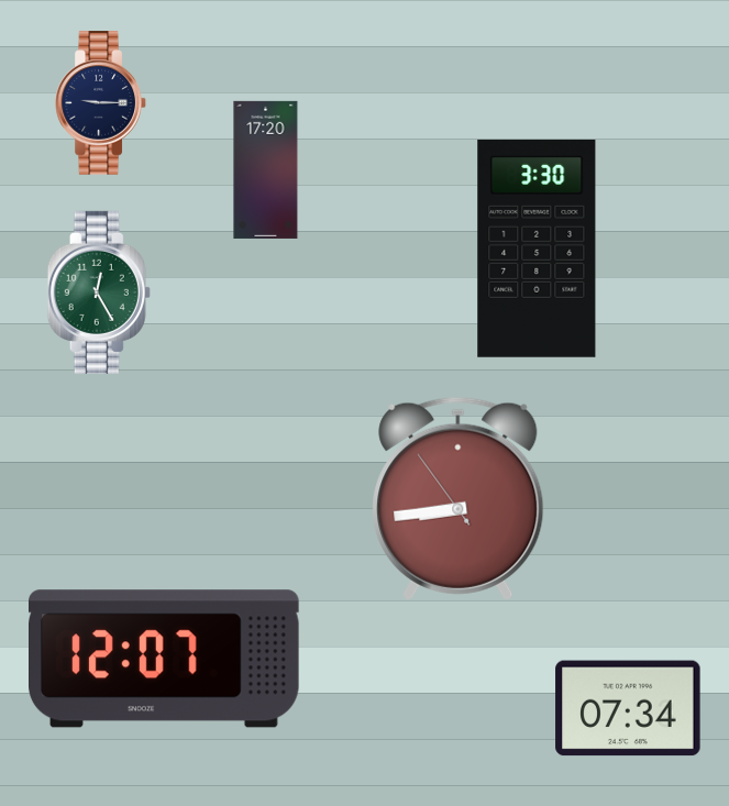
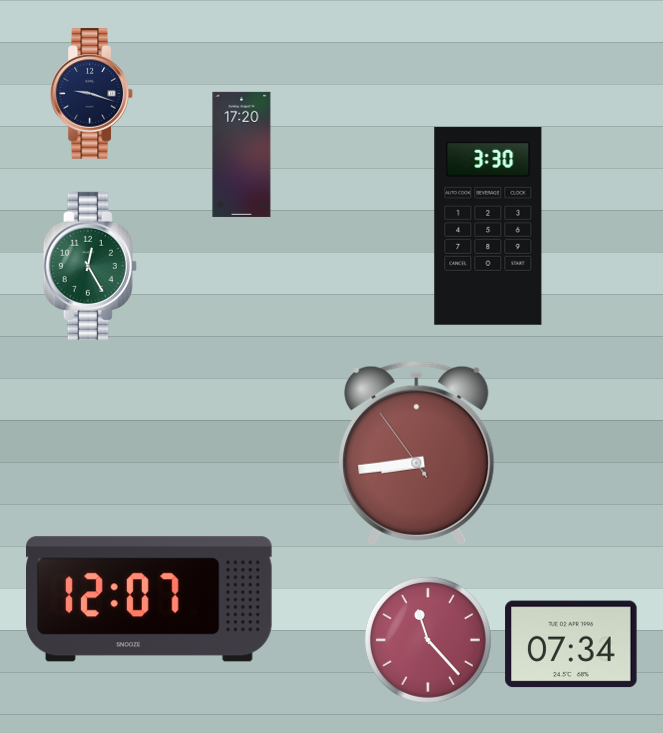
clock at (101, 103): 9:15 -> 9:18
clock at (428, 640): none -> 11:23
